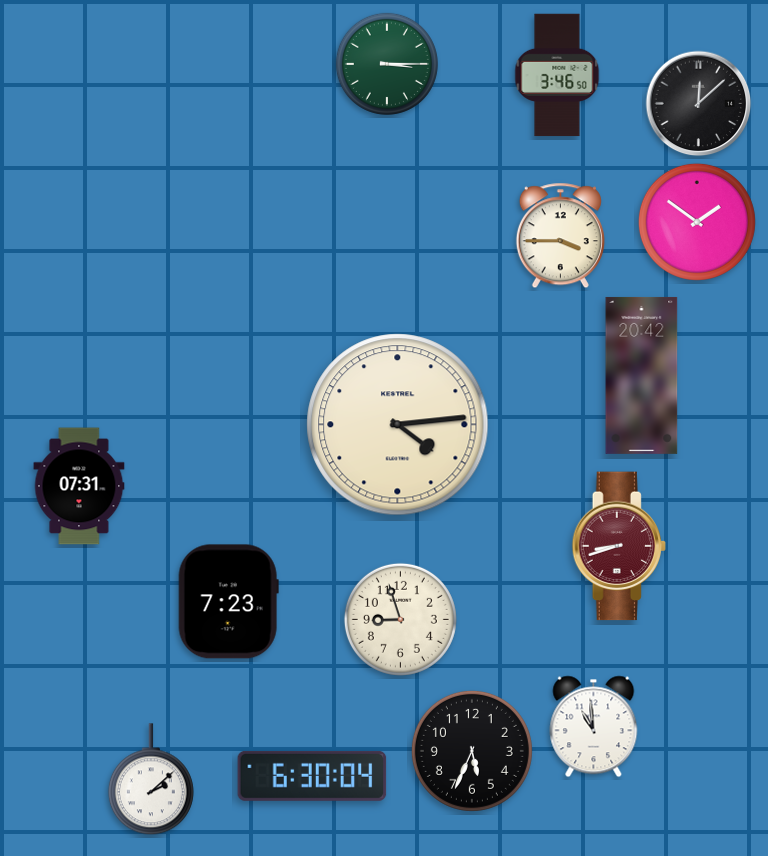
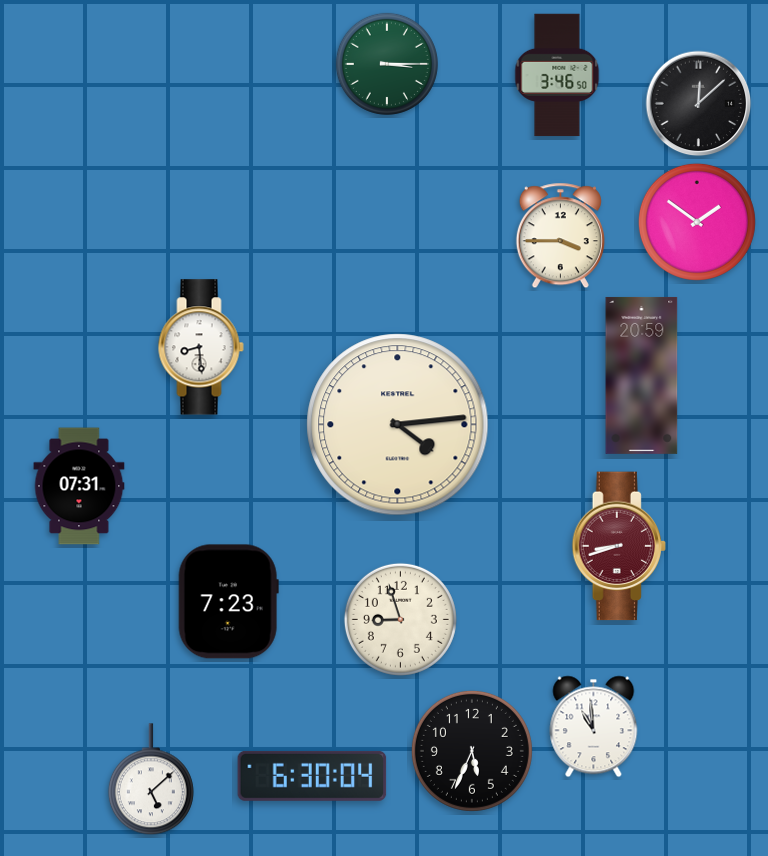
clock at (201, 347): none -> 8:29
clock at (642, 375): 20:42 -> 20:59
clock at (151, 780): 2:08 -> 5:08
